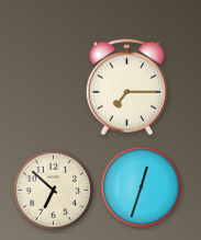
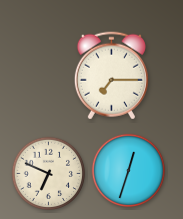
clock at (126, 88) position: (126, 88) -> (111, 76)
clock at (54, 191): 6:52 -> 6:49
